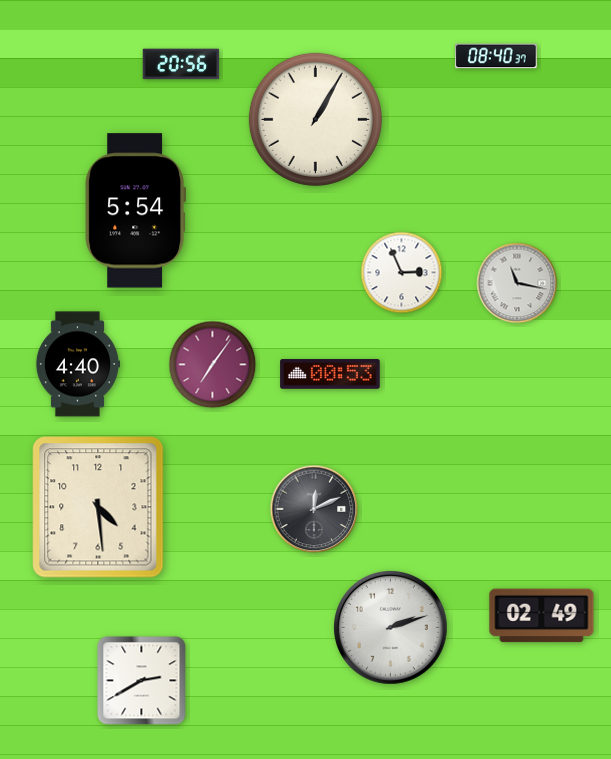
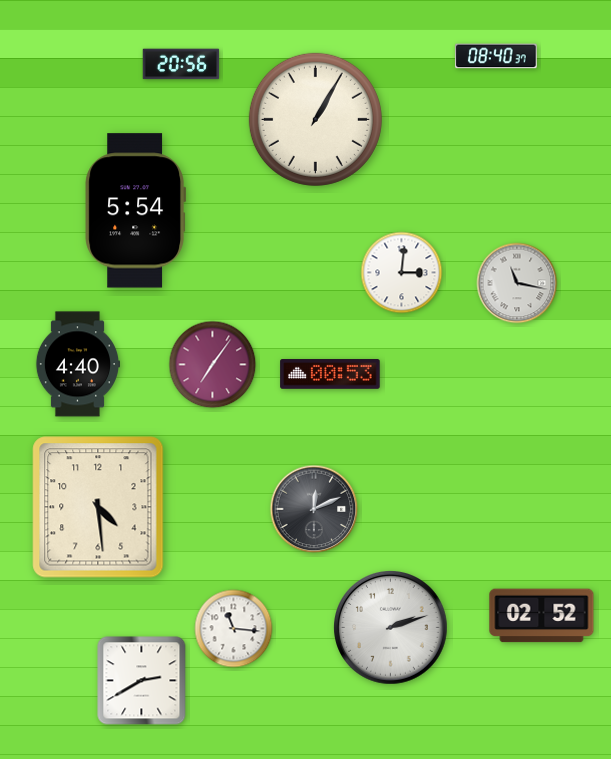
clock at (402, 273): 2:56 -> 3:01
clock at (542, 616): 02:49 -> 02:52
clock at (234, 629): none -> 11:16
